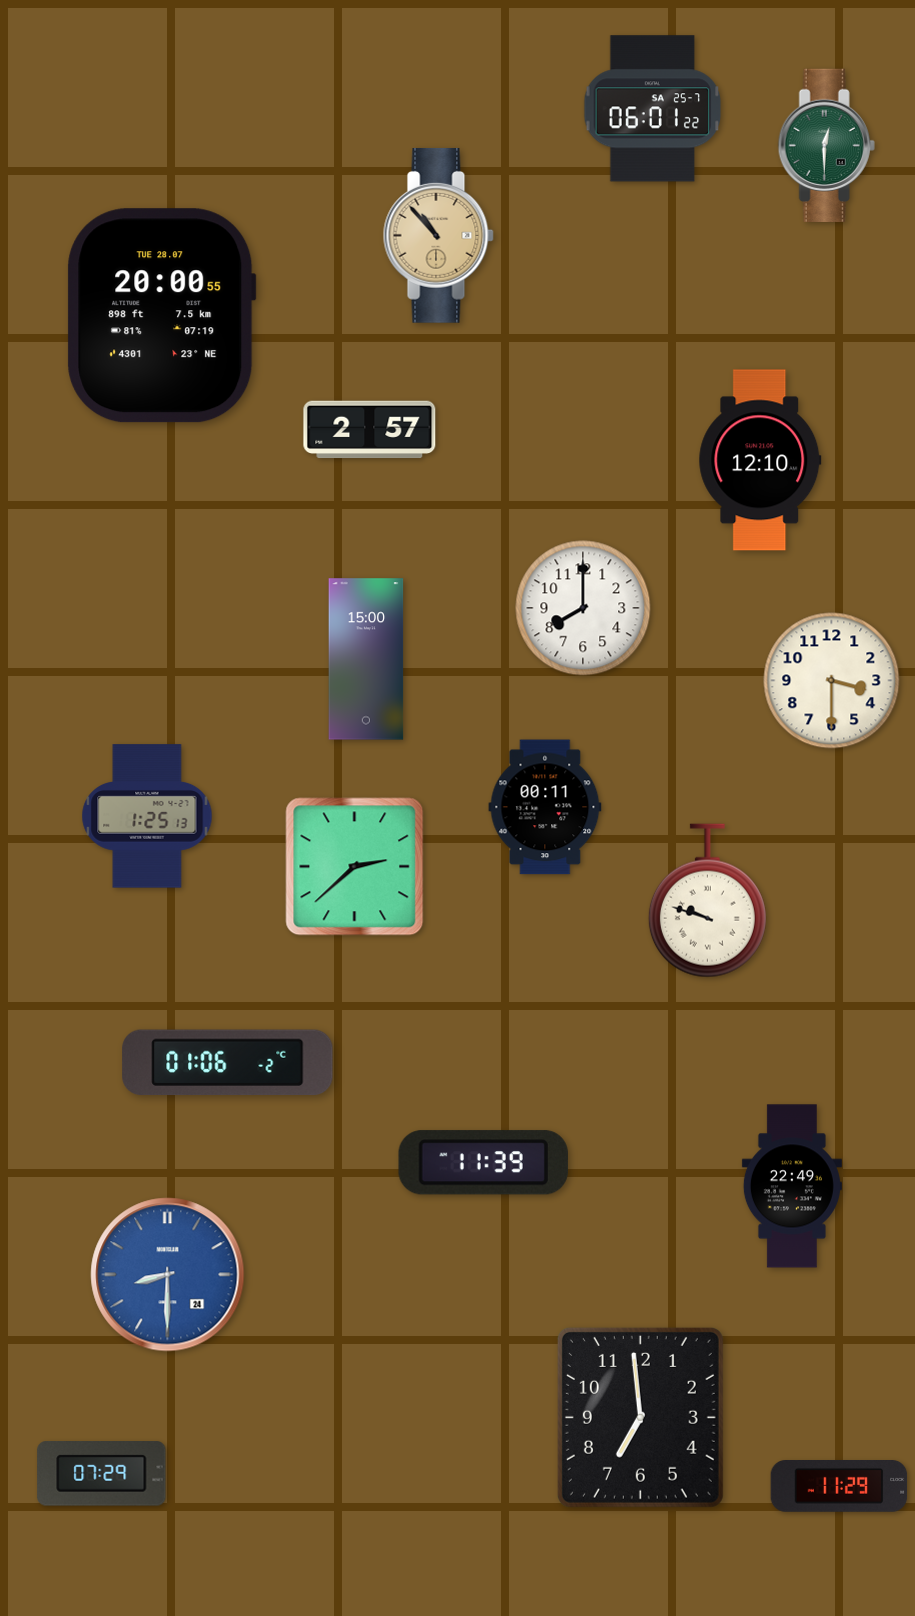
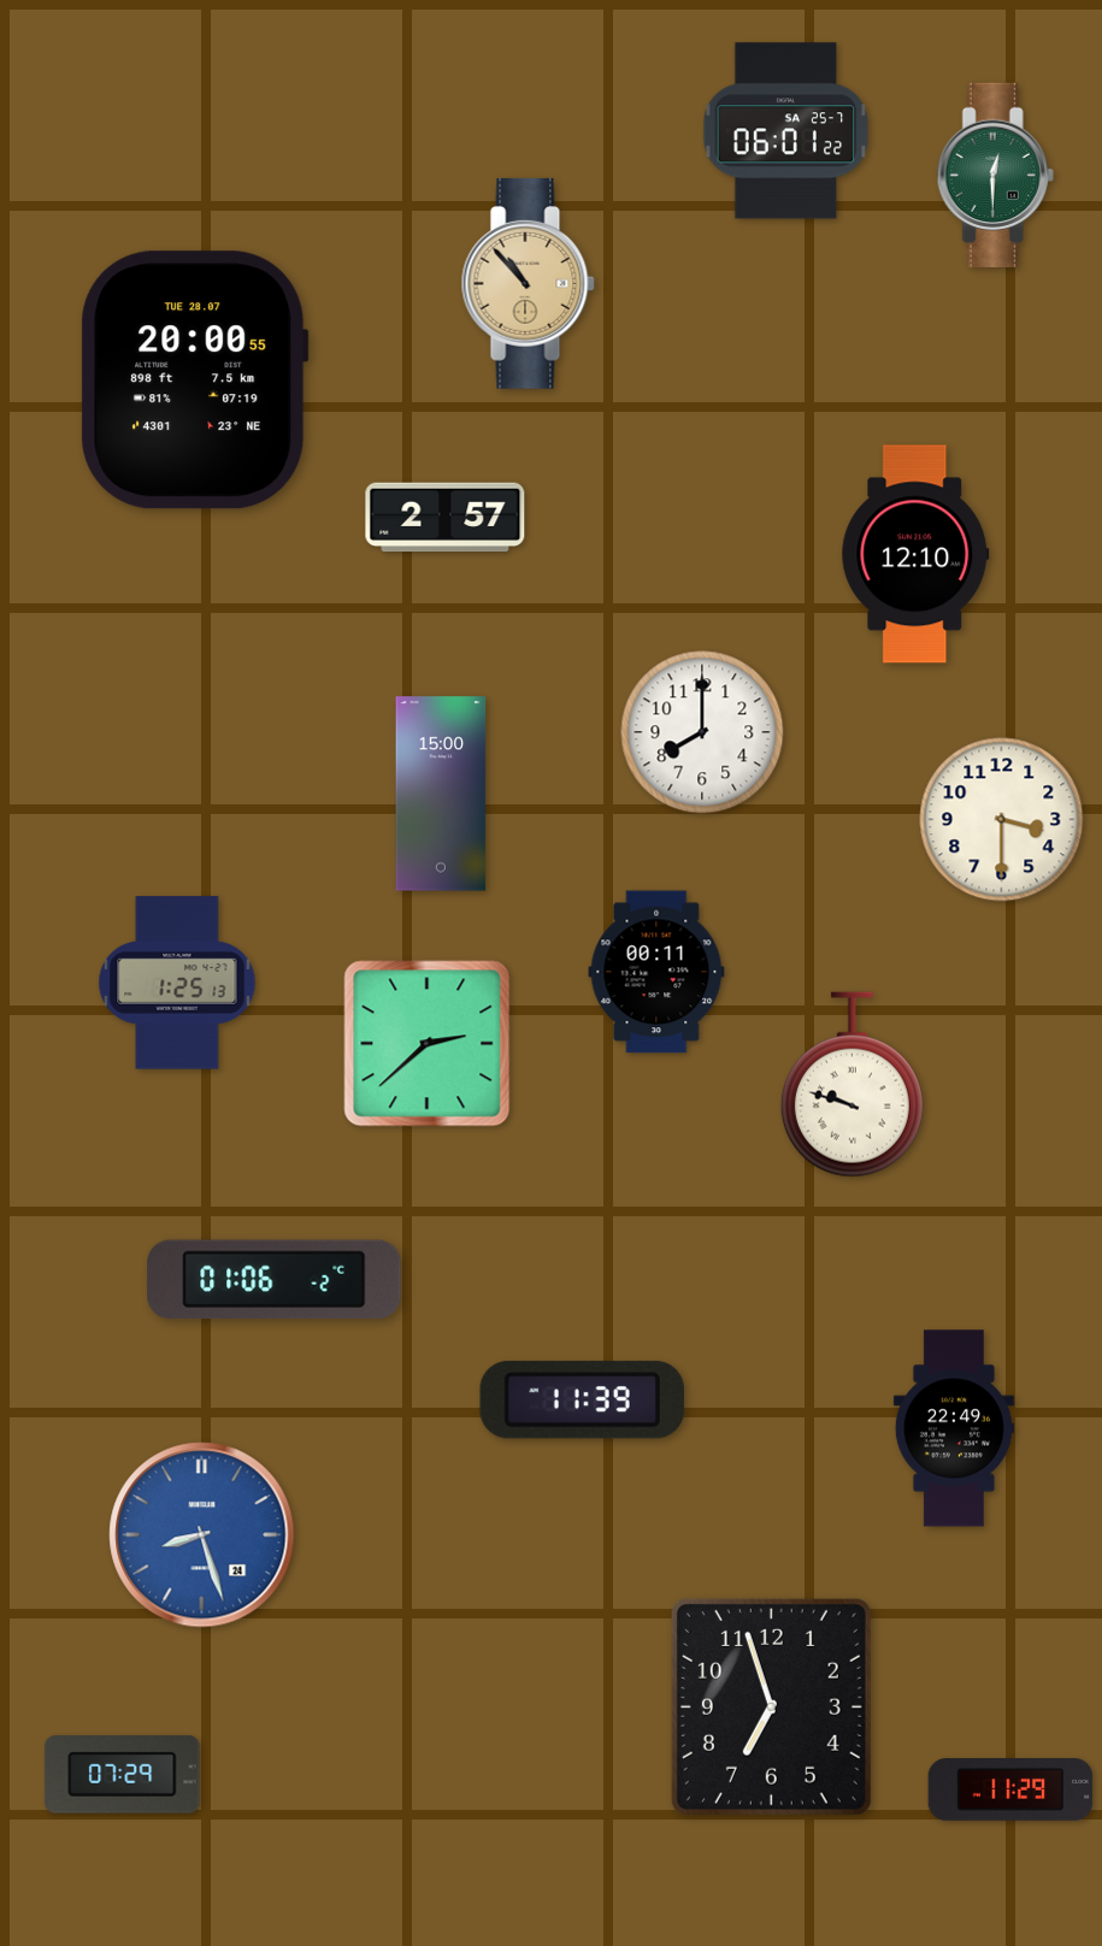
clock at (168, 1275): 8:30 -> 8:27
clock at (640, 1417): 6:59 -> 6:57
